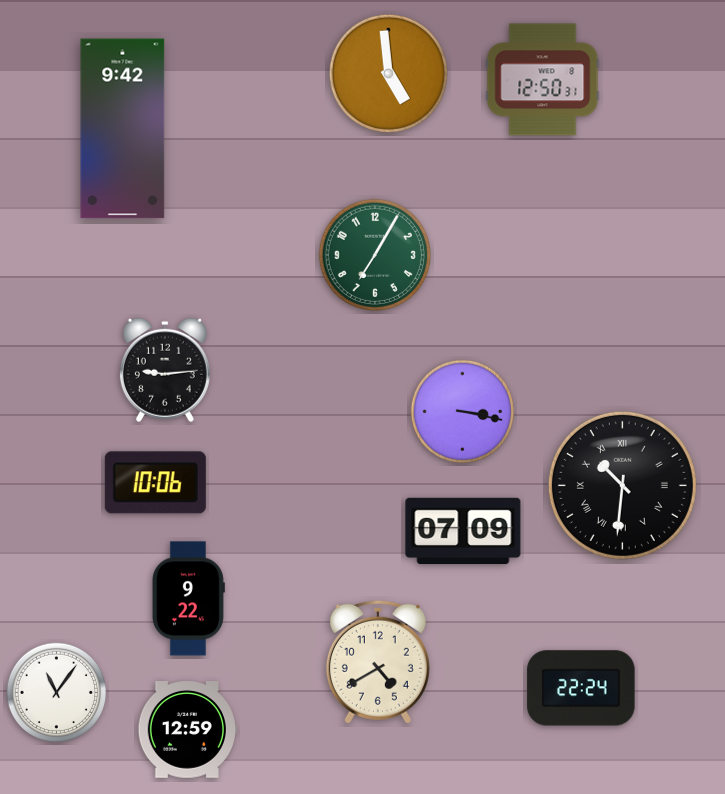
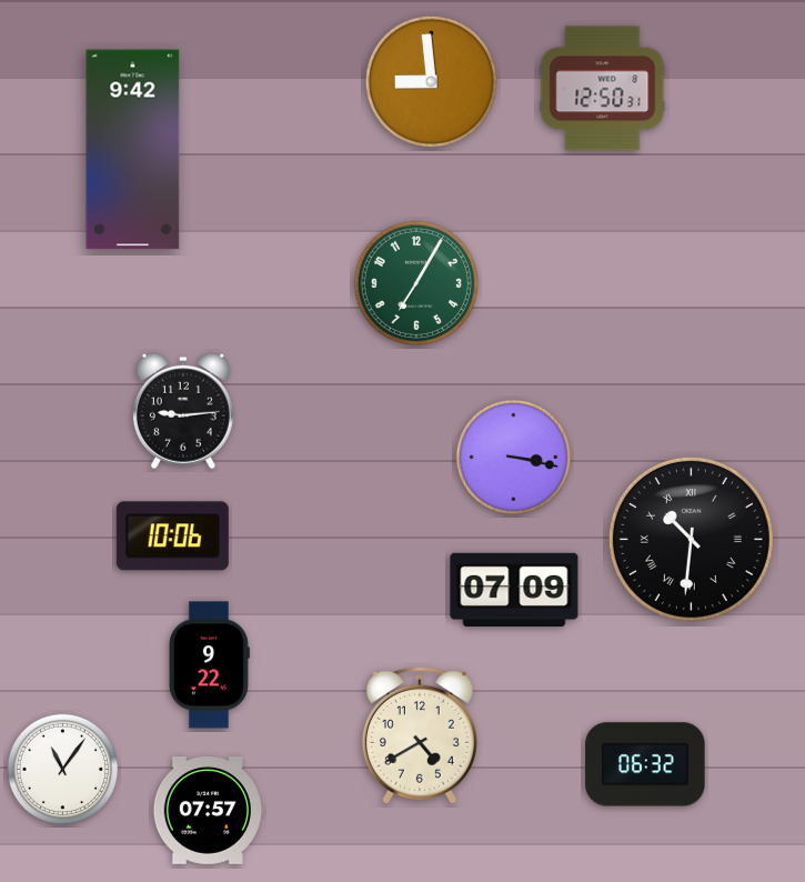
clock at (388, 73): 4:59 -> 8:59
clock at (123, 129) position: (123, 129) -> (133, 150)
clock at (581, 688): 22:24 -> 06:32
clock at (187, 730): 12:59 -> 07:57
